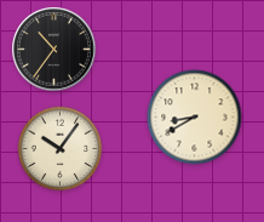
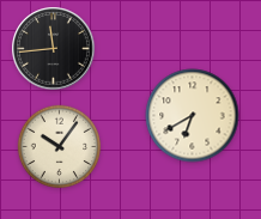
clock at (54, 50): 10:36 -> 11:44
clock at (195, 118): 8:40 -> 6:40
